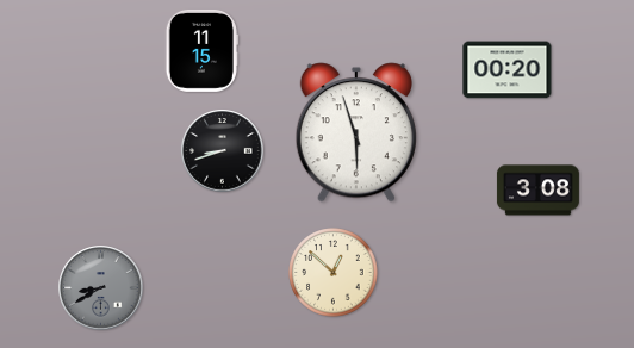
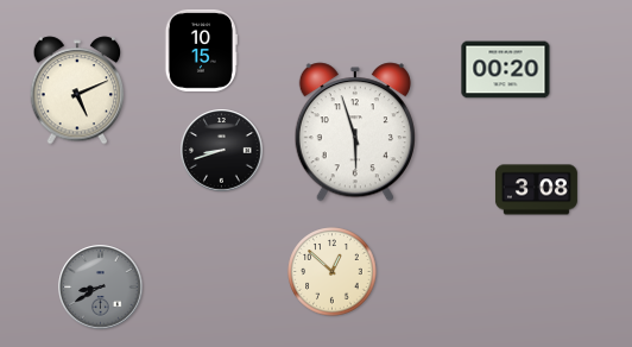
clock at (200, 50): 11:15 -> 10:15
clock at (77, 90): none -> 5:11
